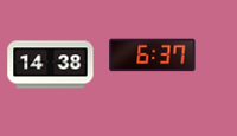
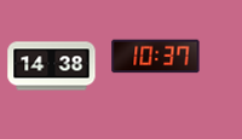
clock at (153, 56): 6:37 -> 10:37
